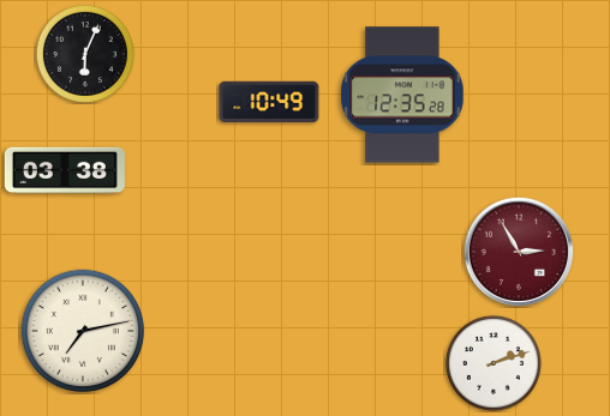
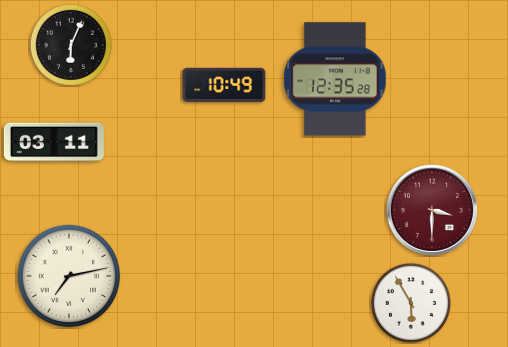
clock at (65, 170): 03:38 -> 03:11
clock at (519, 252): 2:55 -> 3:30
clock at (494, 363): 2:12 -> 5:55
